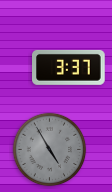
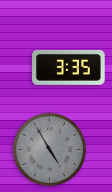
clock at (69, 67): 3:37 -> 3:35
